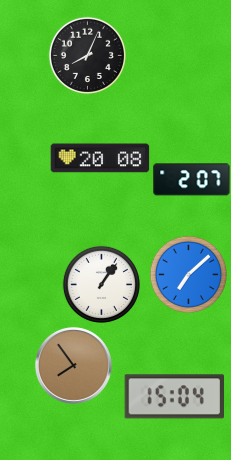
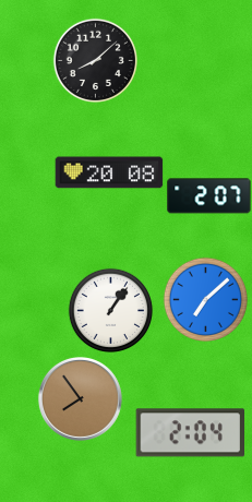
clock at (87, 55): 8:04 -> 8:08
clock at (174, 397): 15:04 -> 2:04
